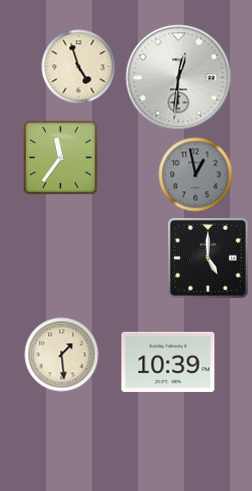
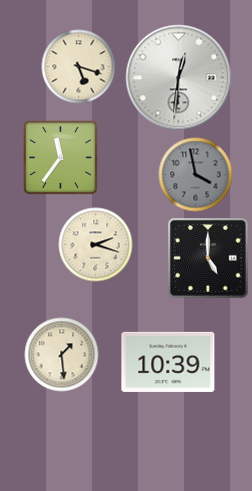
clock at (79, 67): 4:57 -> 5:18
clock at (196, 175): 12:58 -> 3:58
clock at (96, 245): none -> 2:18
